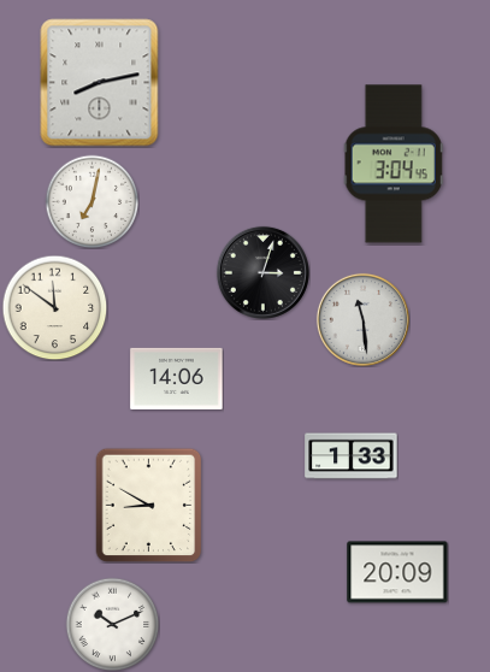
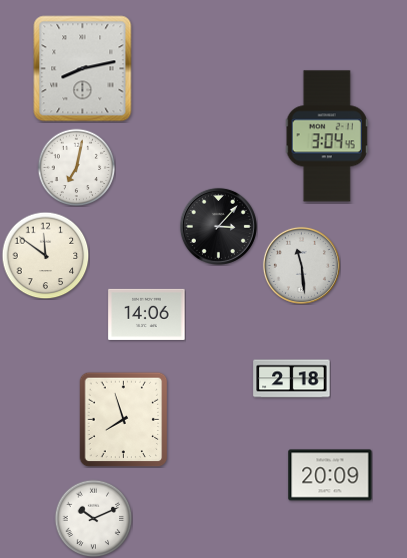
clock at (262, 272): 3:03 -> 3:07
clock at (352, 456): 1:33 -> 2:18
clock at (149, 505): 8:50 -> 7:57
